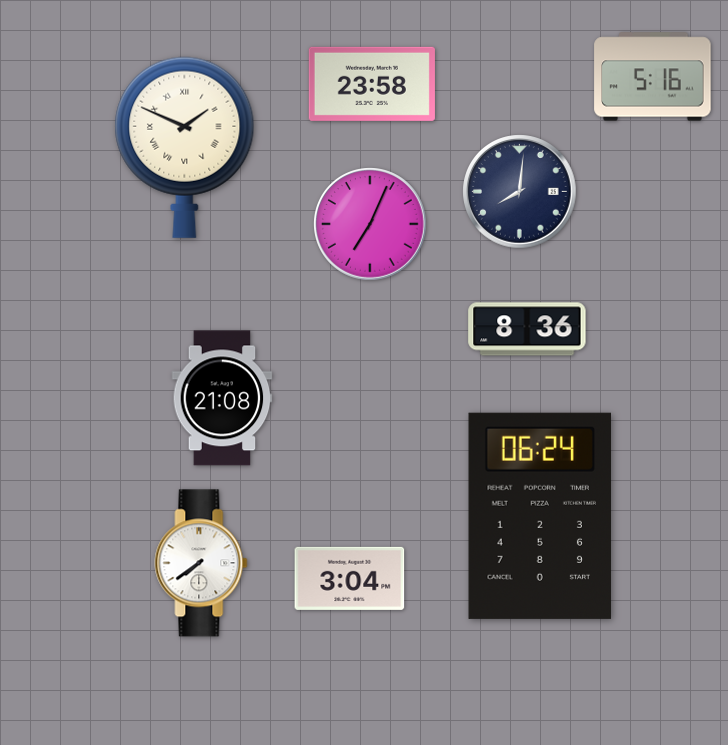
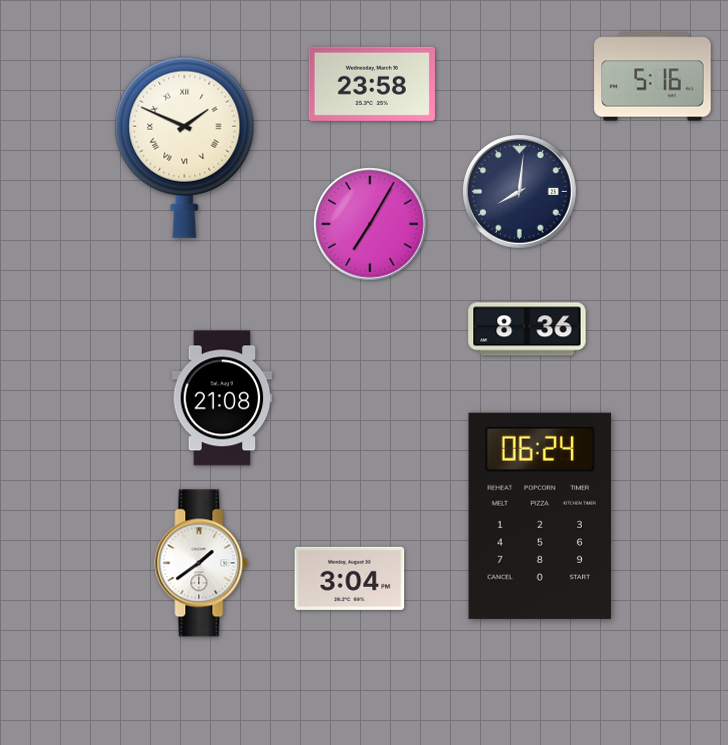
clock at (371, 225): 7:04 -> 7:05
clock at (201, 563): 7:39 -> 1:39
